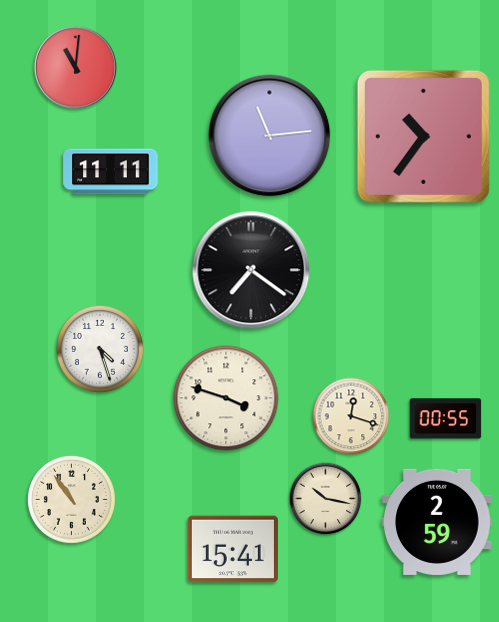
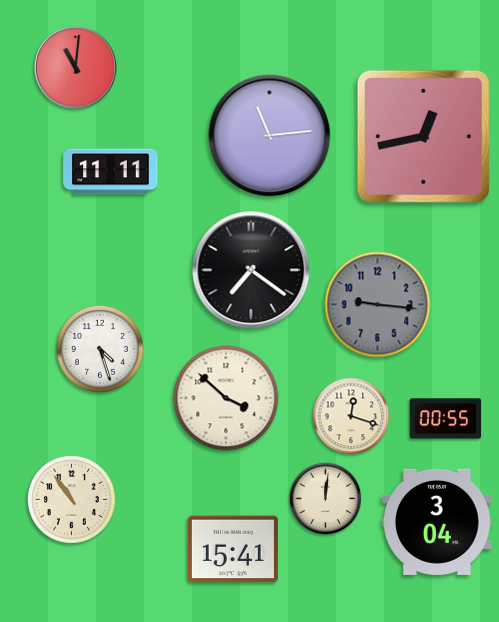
clock at (423, 136): 10:36 -> 12:43
clock at (378, 305): none -> 9:16
clock at (226, 398): 3:48 -> 3:52
clock at (326, 499): 10:17 -> 12:01
clock at (437, 522): 2:59 -> 3:04
